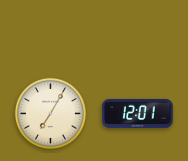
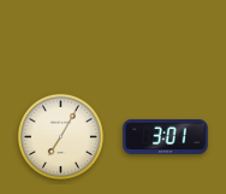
clock at (138, 113): 12:01 -> 3:01
